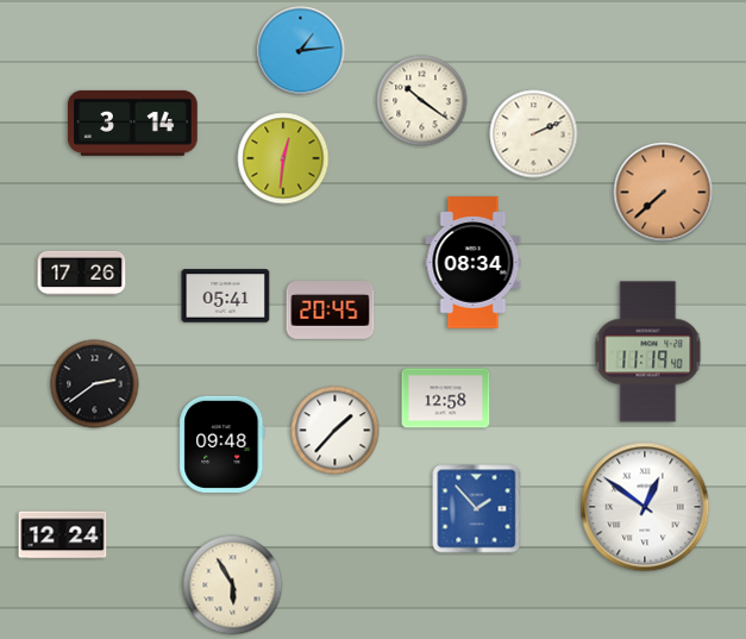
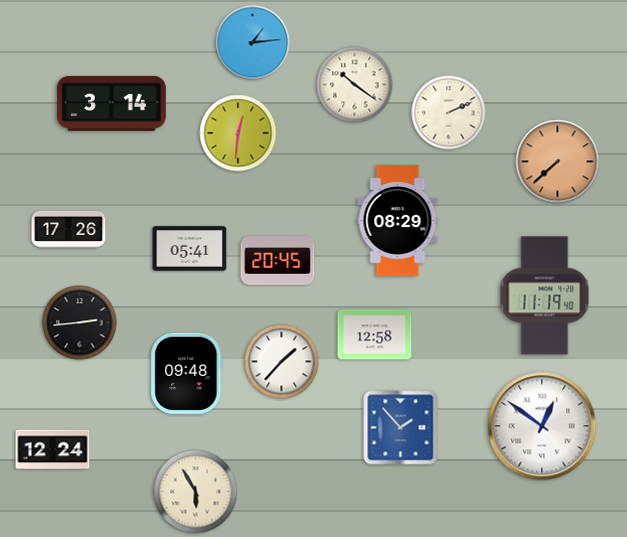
clock at (474, 263): 08:34 -> 08:29
clock at (95, 384): 2:39 -> 2:44
